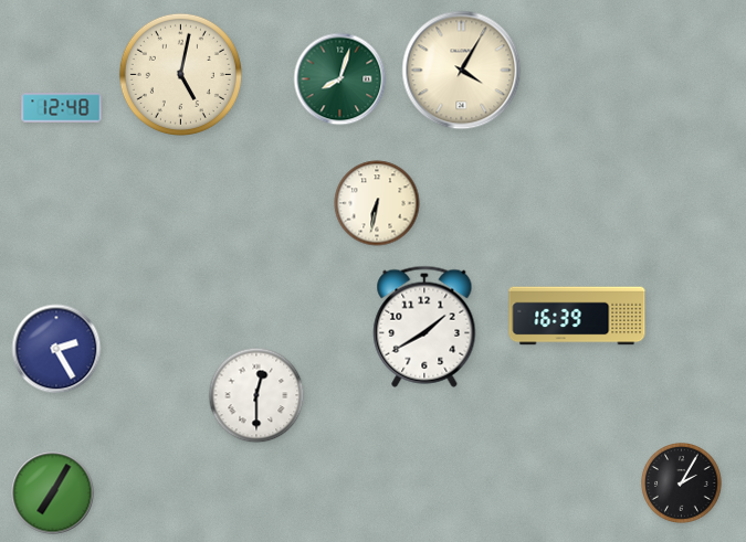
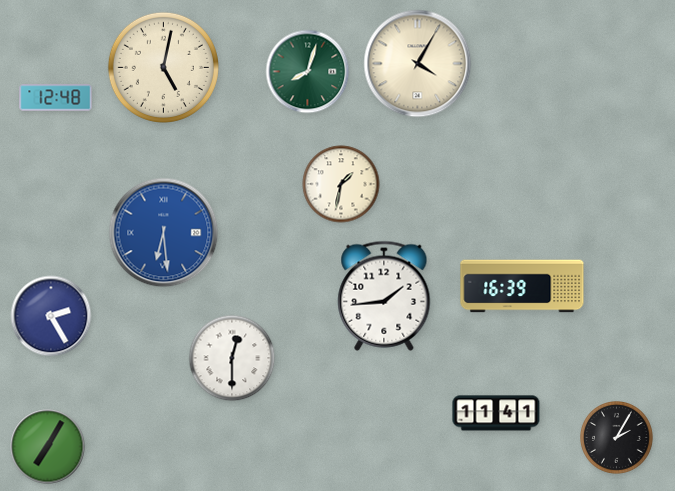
clock at (377, 203): 6:32 -> 1:32
clock at (164, 233): none -> 6:29
clock at (424, 327): 1:40 -> 1:44
clock at (496, 413): none -> 11:41
